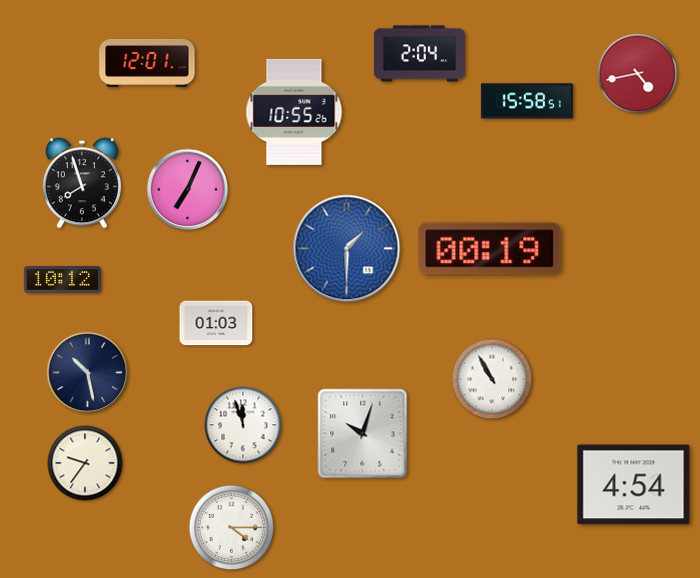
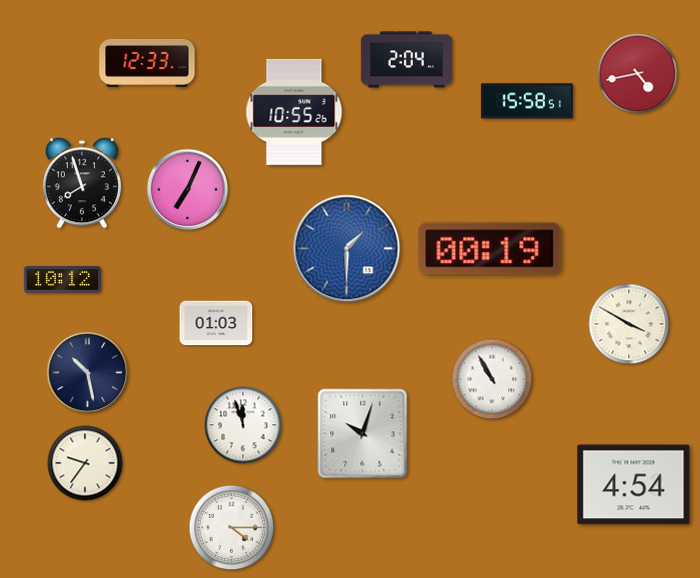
clock at (419, 54) position: (419, 54) -> (406, 60)
clock at (147, 63): 12:01 -> 12:33
clock at (629, 324): none -> 3:50
